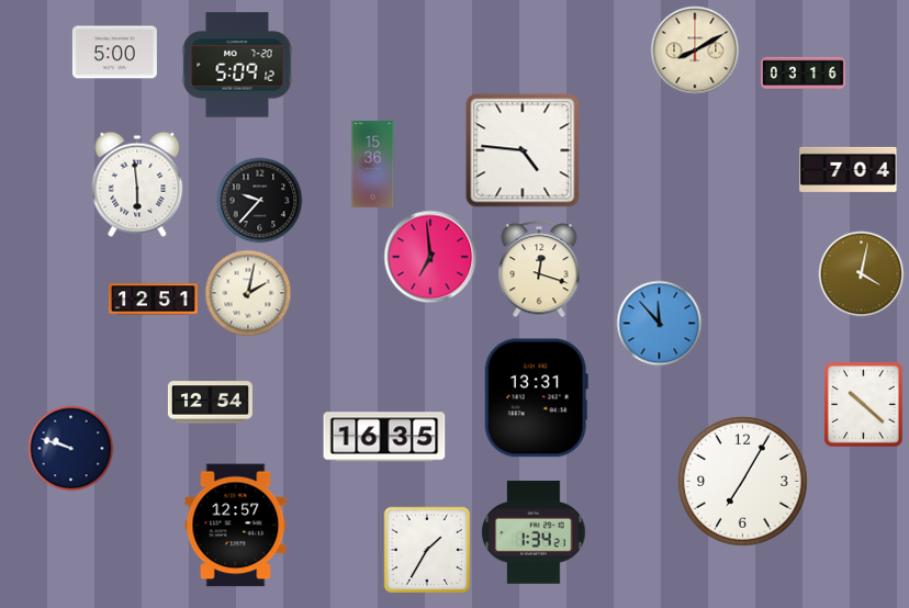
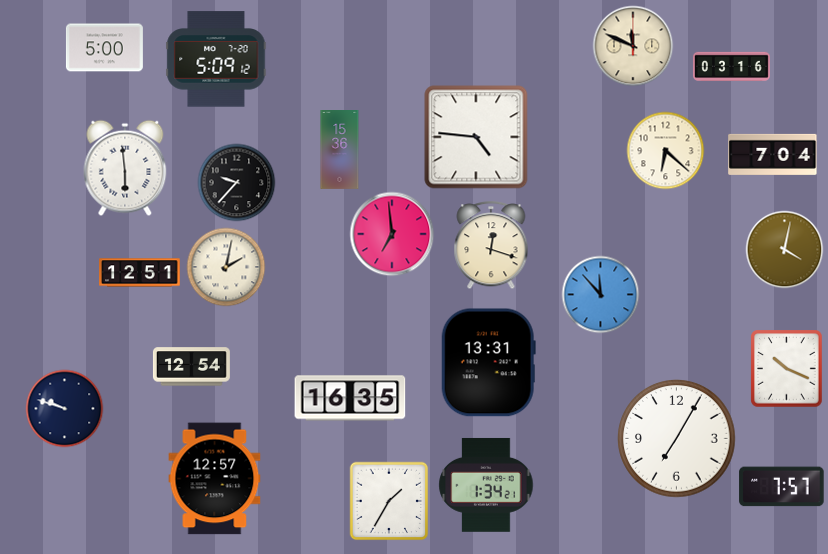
clock at (695, 50): 8:10 -> 11:49
clock at (665, 150): none -> 6:22
clock at (864, 404): 10:22 -> 10:19
clock at (782, 487): none -> 7:57
